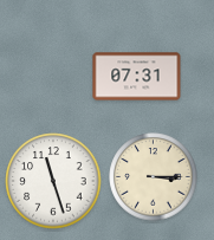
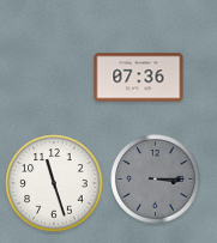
clock at (137, 77): 07:31 -> 07:36
clock at (154, 177) dial: cream -> grey
